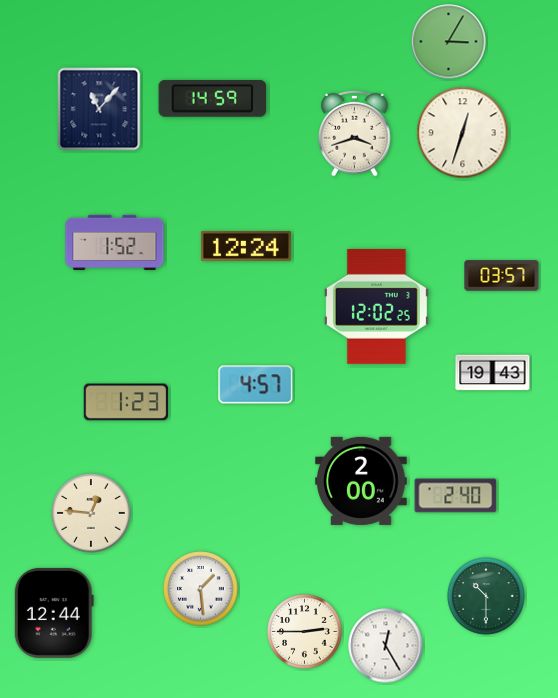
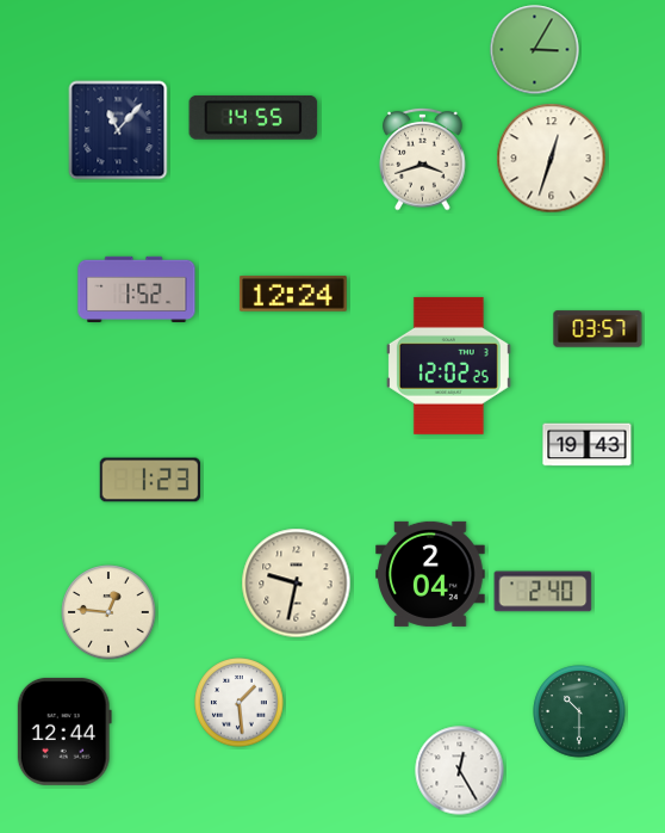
clock at (213, 98): 14:59 -> 14:55
clock at (256, 385): 4:57 -> none
clock at (361, 481): 2:00 -> 2:04
clock at (297, 584): none -> 9:32
clock at (305, 632): 2:45 -> none
